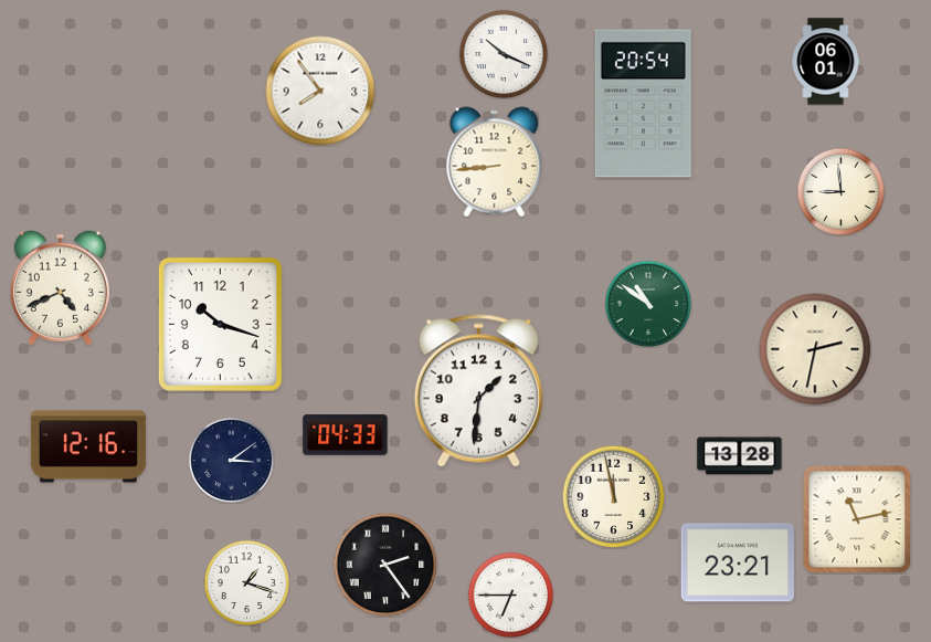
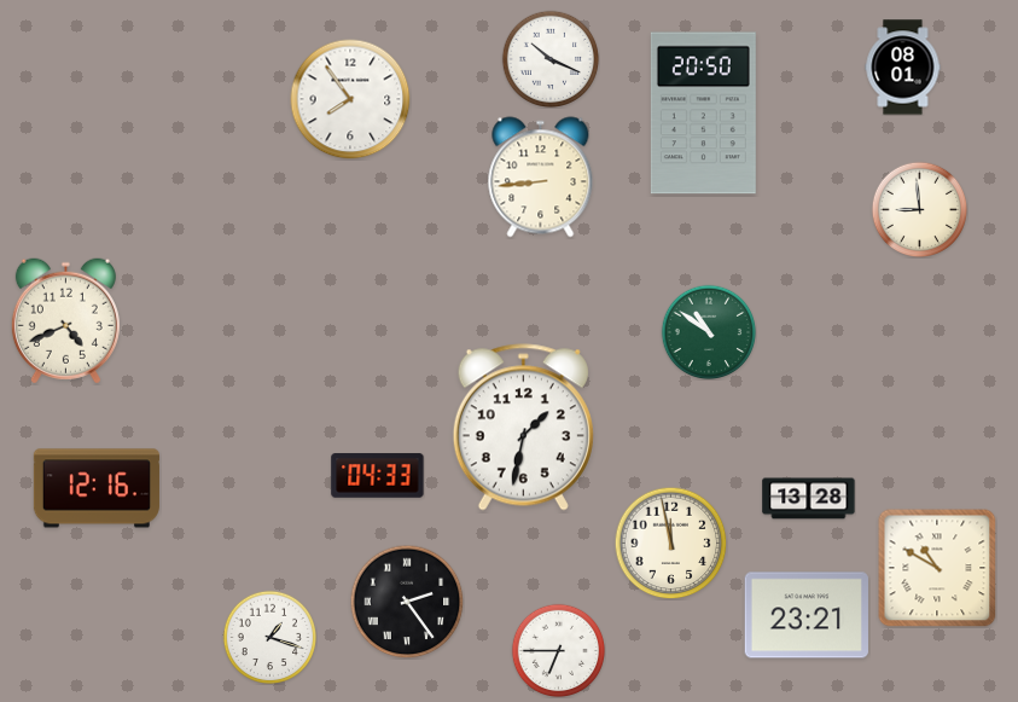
clock at (826, 62): 06:01 -> 08:01
clock at (643, 104): 20:54 -> 20:50
clock at (60, 288) position: (60, 288) -> (65, 321)
clock at (220, 324): 10:18 -> none
clock at (815, 349): 2:32 -> none
clock at (478, 391): 1:31 -> 1:32
clock at (231, 460): 3:09 -> none
clock at (857, 519): 11:13 -> 10:50
clock at (385, 565) position: (385, 565) -> (407, 602)
